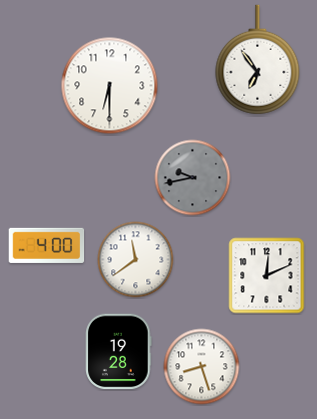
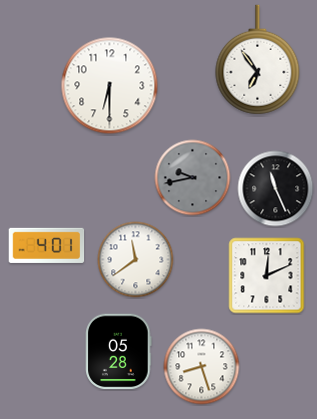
clock at (276, 189): none -> 11:26
clock at (47, 245): 4:00 -> 4:01
clock at (119, 352): 19:28 -> 05:28
